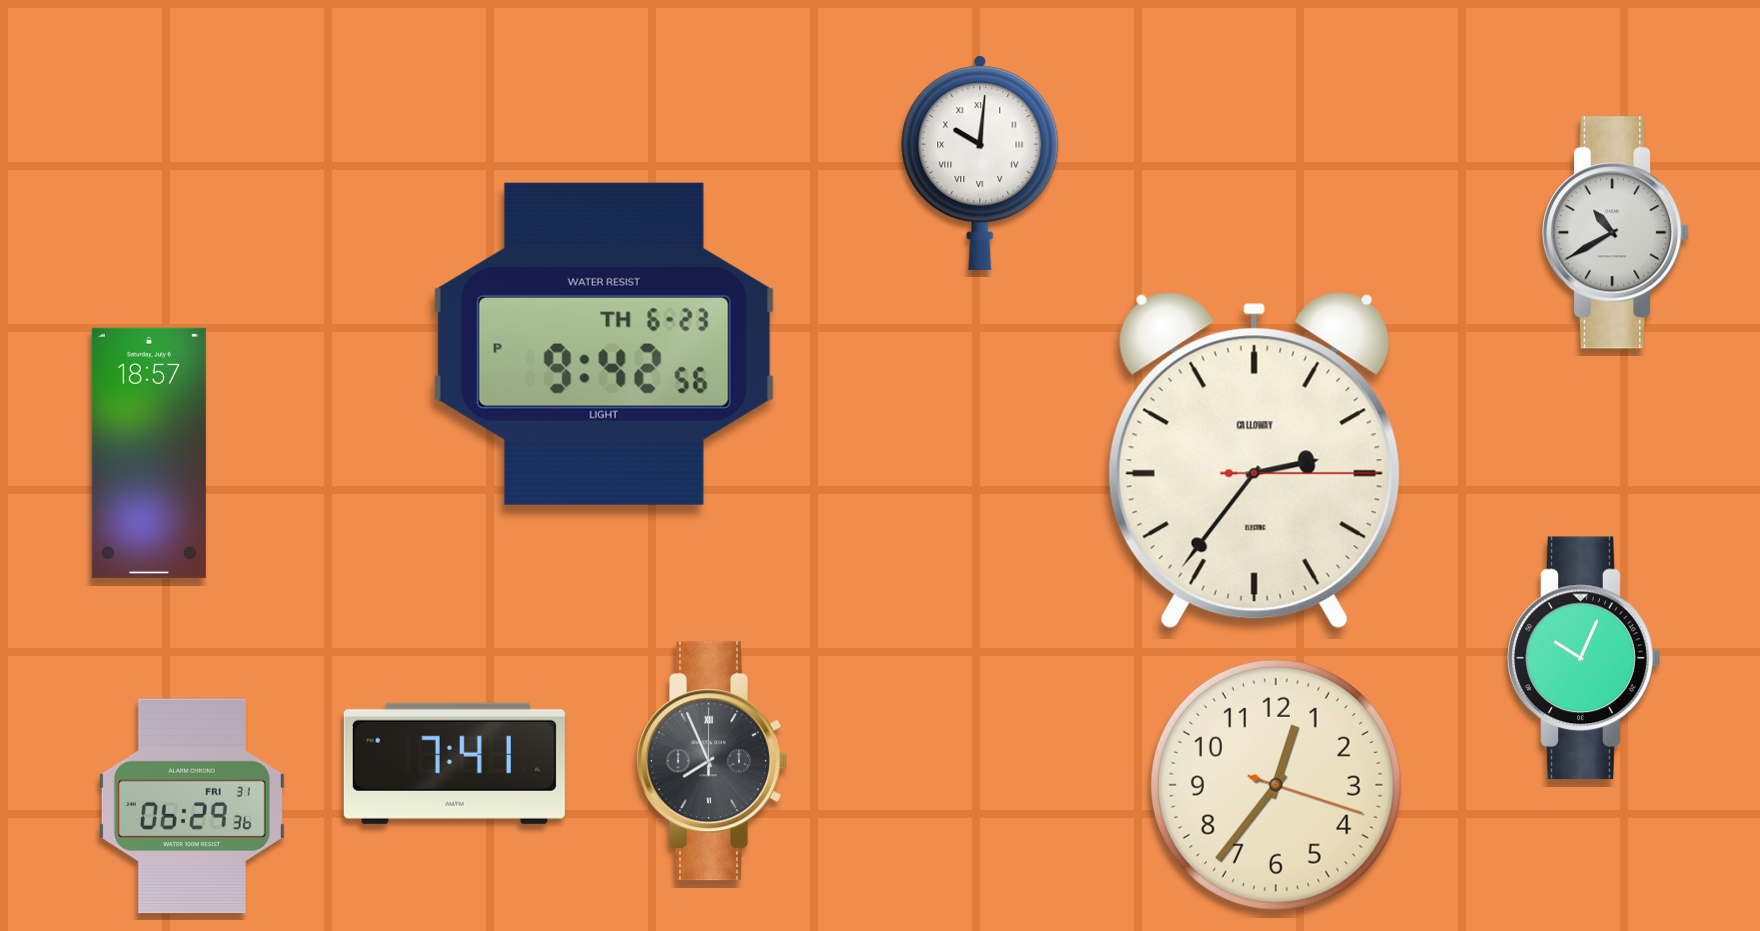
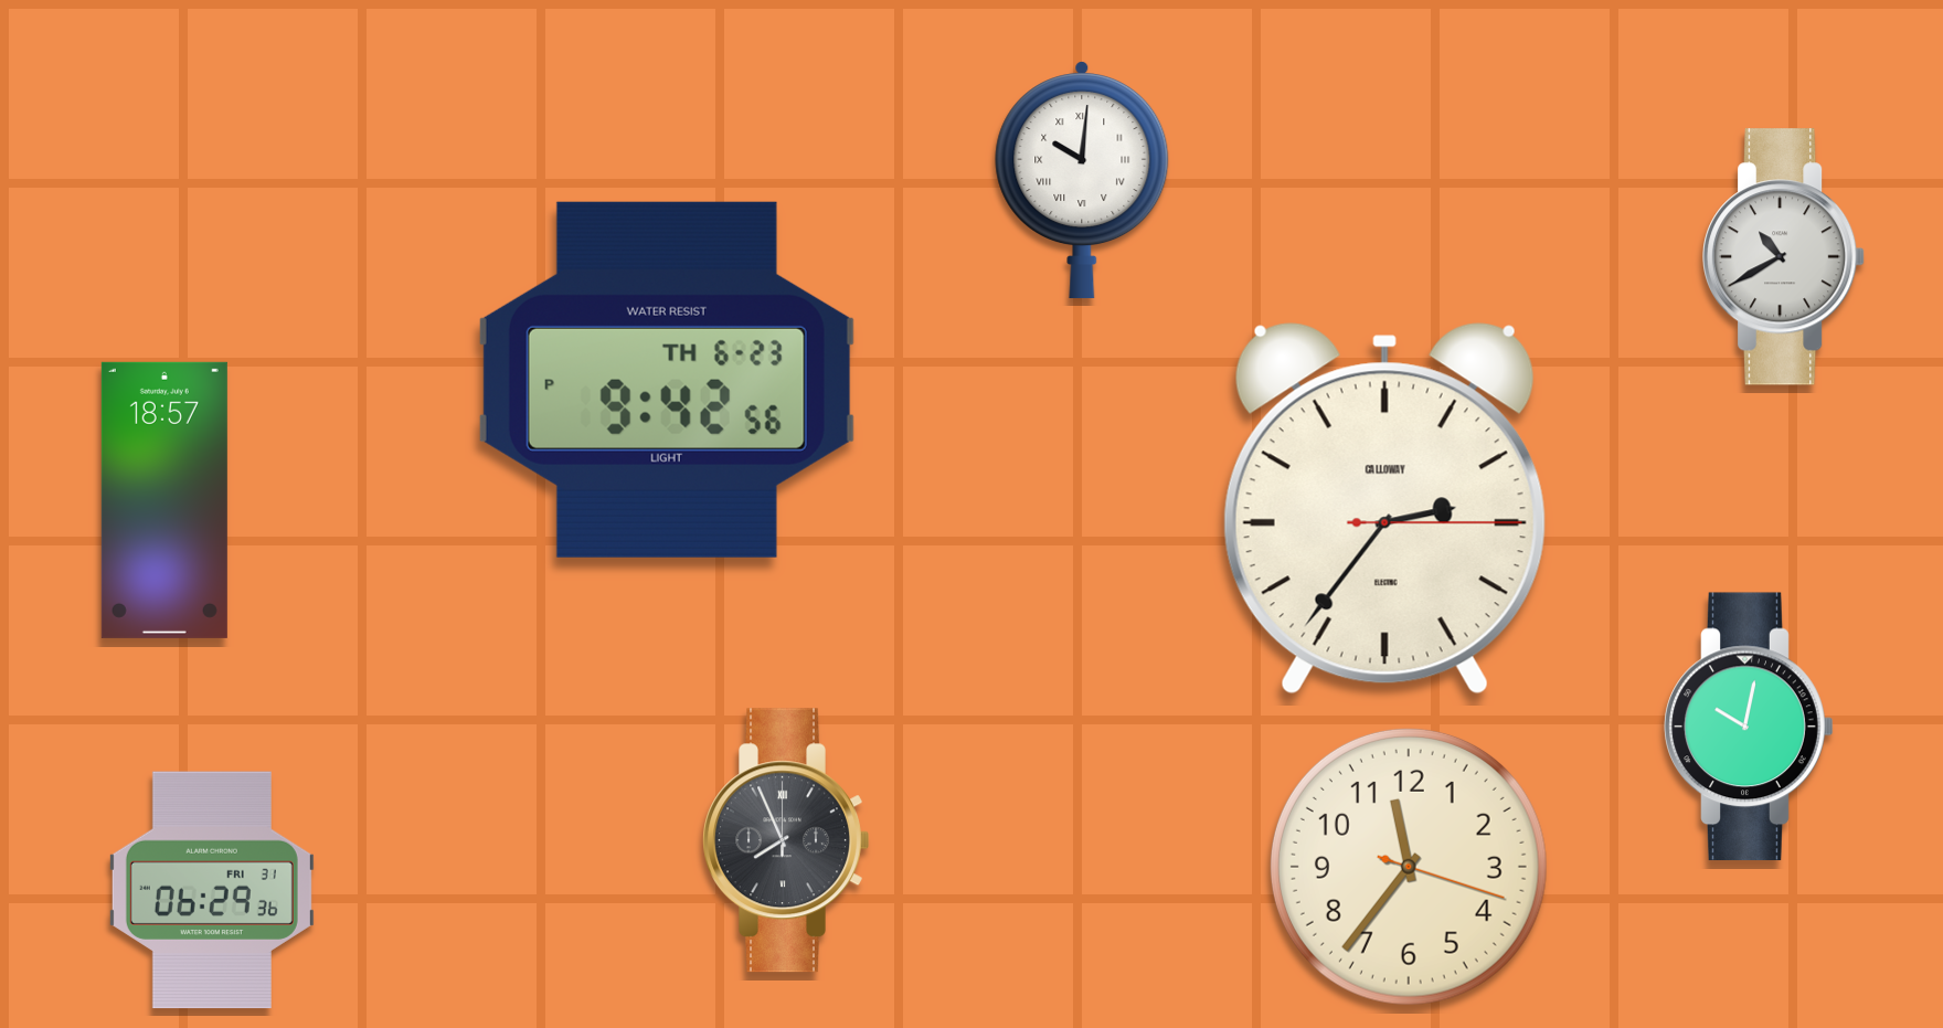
clock at (1584, 658): 10:04 -> 10:02
clock at (454, 763): 7:41 -> none
clock at (1276, 785): 12:36 -> 11:36
